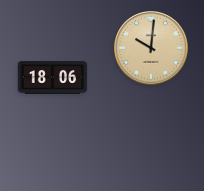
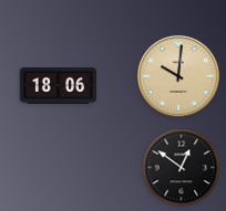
clock at (152, 49) position: (152, 49) -> (179, 77)
clock at (182, 168): none -> 12:51
